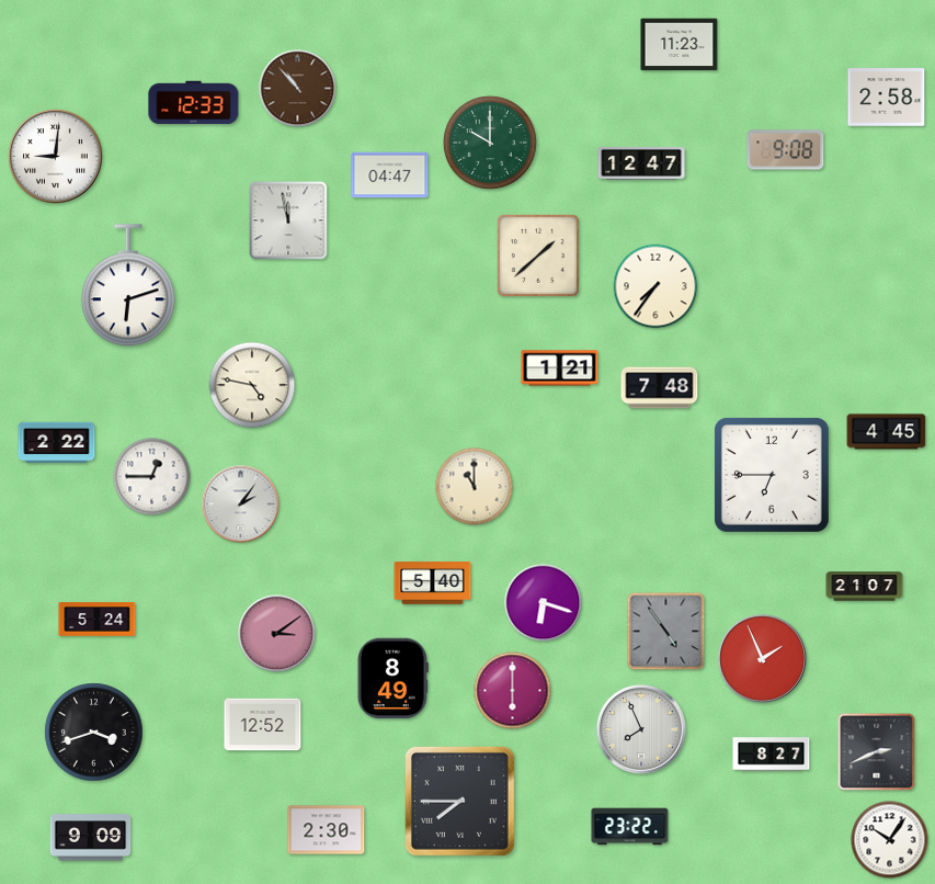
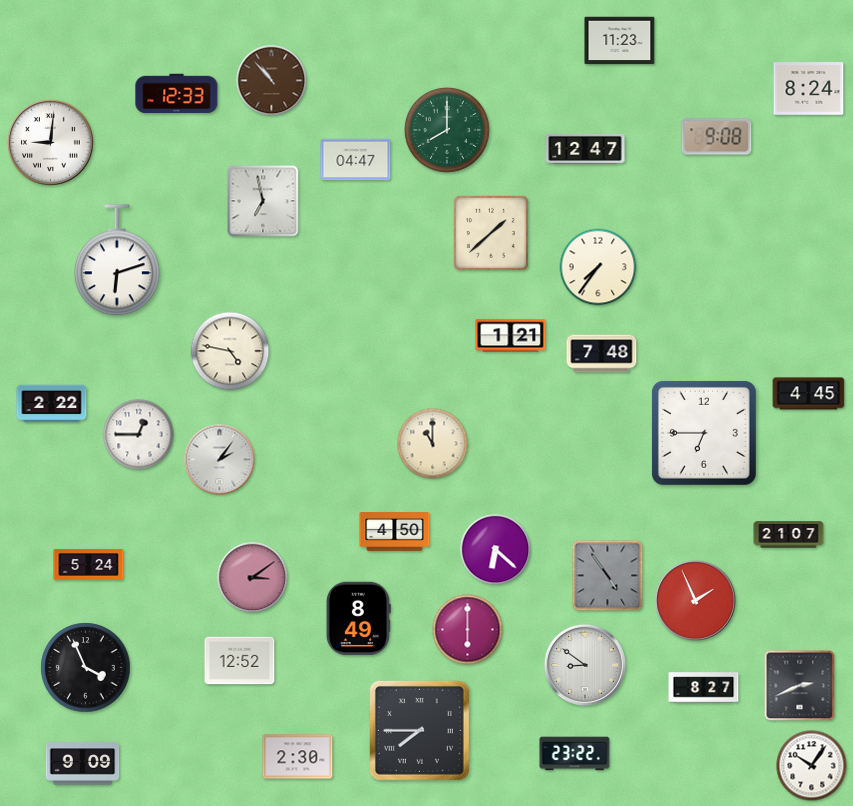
clock at (887, 98): 2:58 -> 8:24
clock at (490, 143): 10:00 -> 8:00
clock at (288, 220): 11:58 -> 6:58
clock at (655, 286) position: (655, 286) -> (598, 267)
clock at (433, 583): 5:40 -> 4:50
clock at (544, 603): 6:18 -> 6:22
clock at (641, 729): 7:56 -> 8:51
clock at (94, 733): 3:42 -> 3:56
